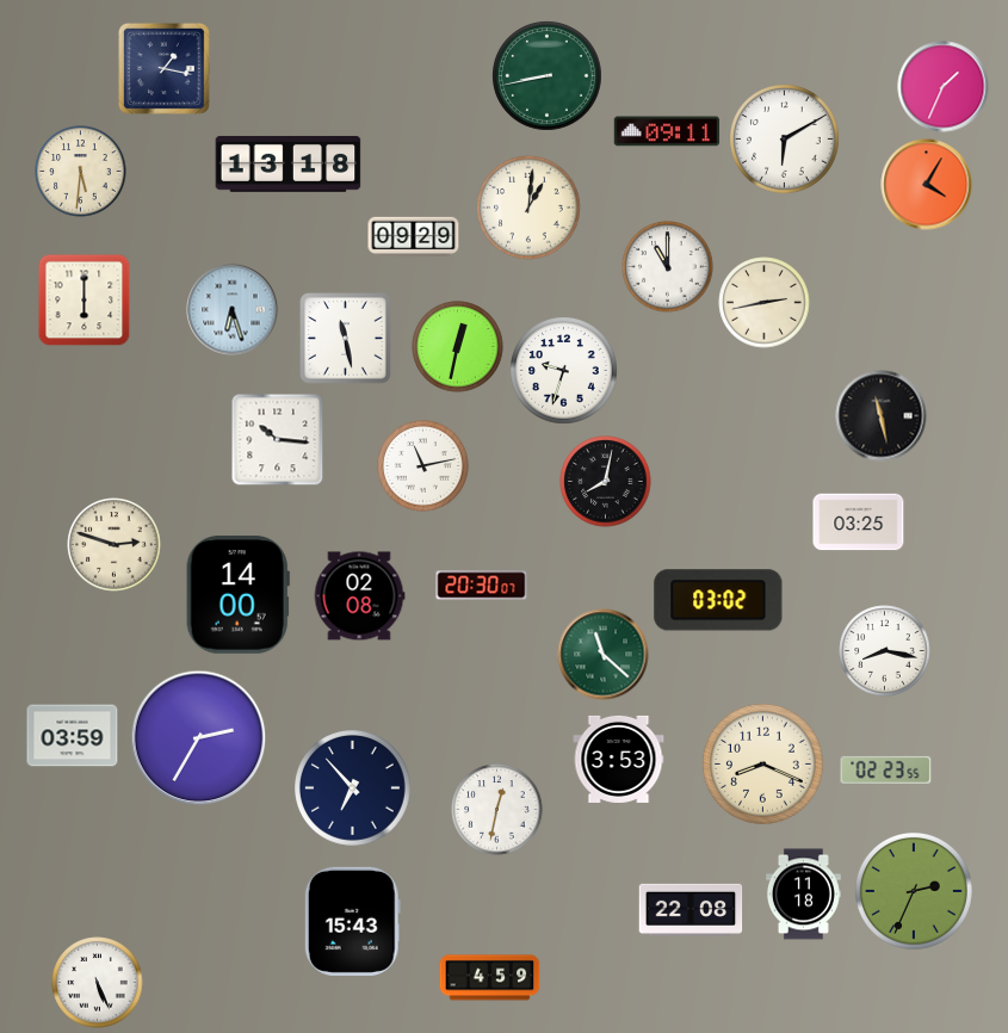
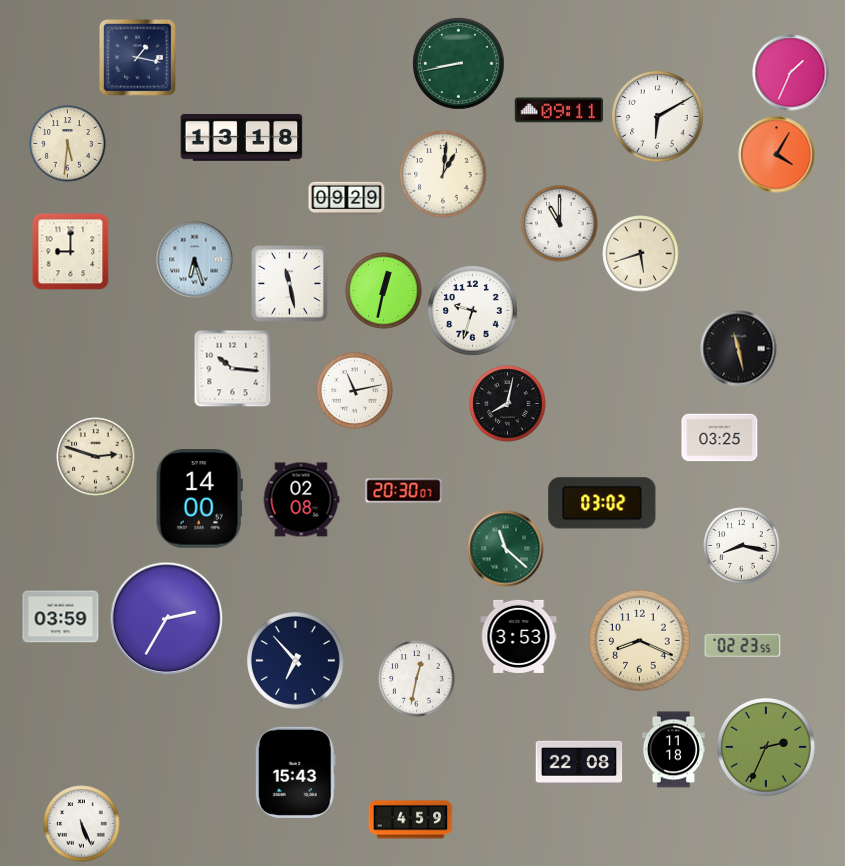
clock at (84, 299): 6:00 -> 9:00
clock at (765, 303): 2:43 -> 5:42
